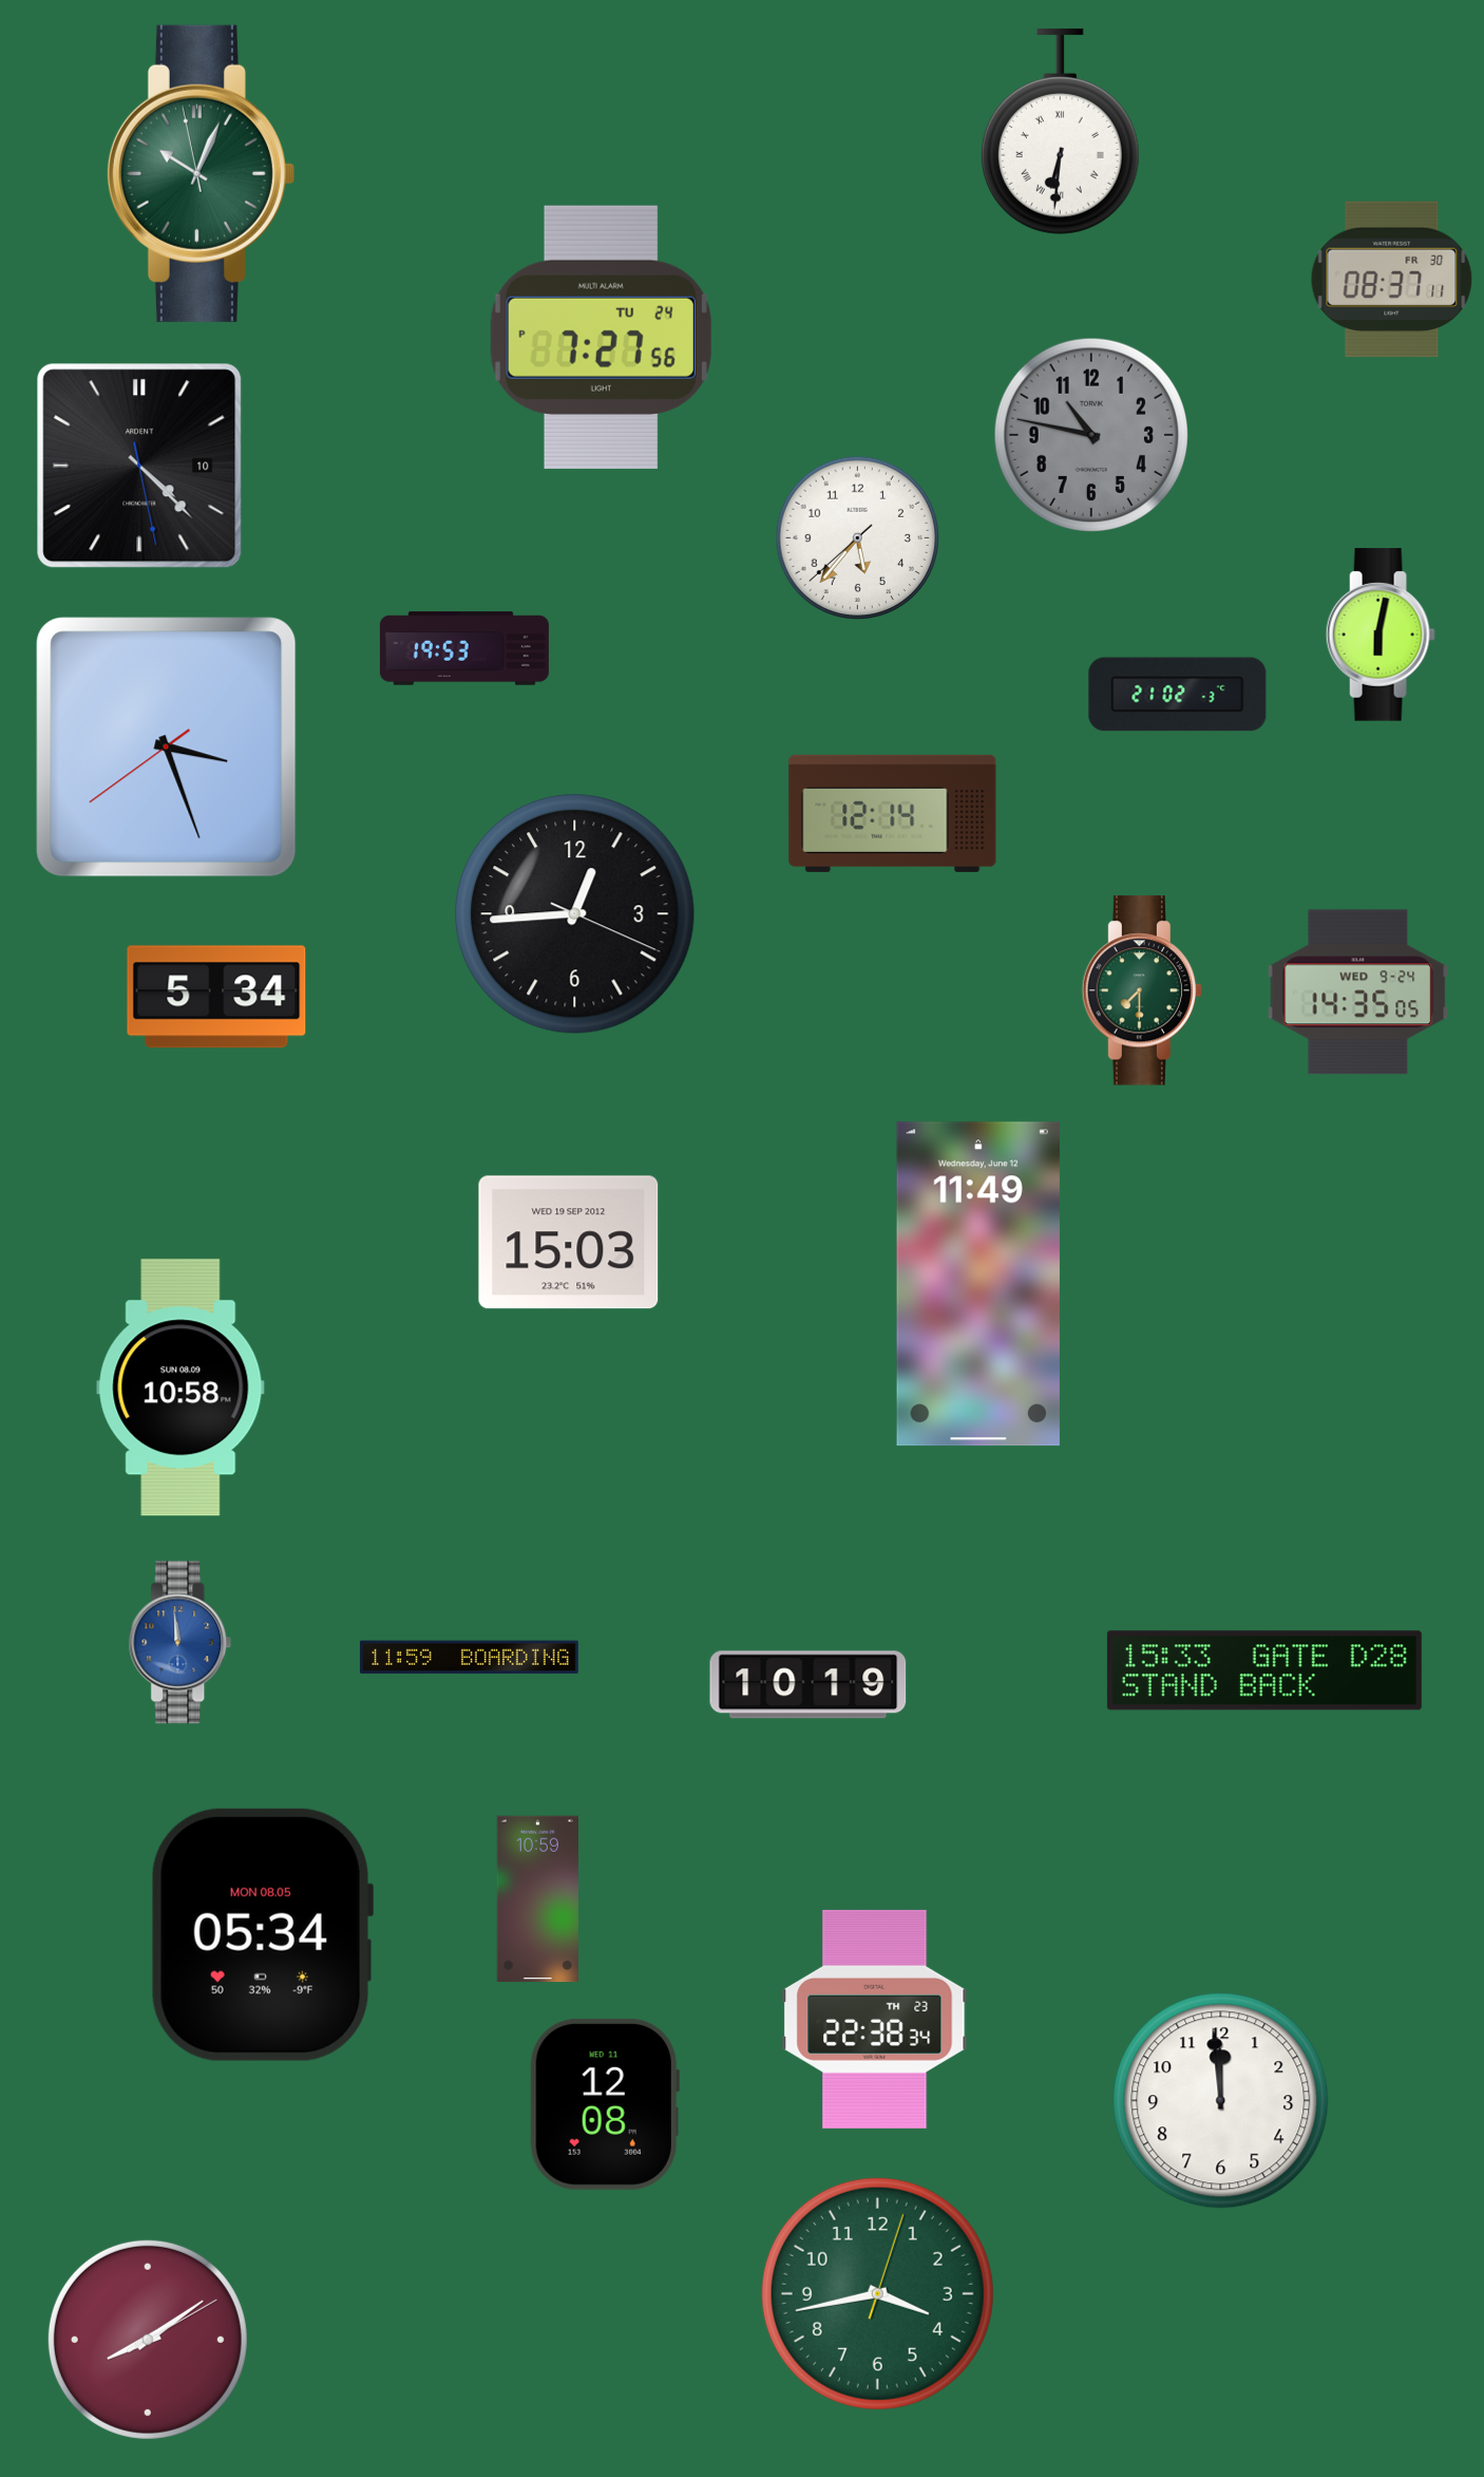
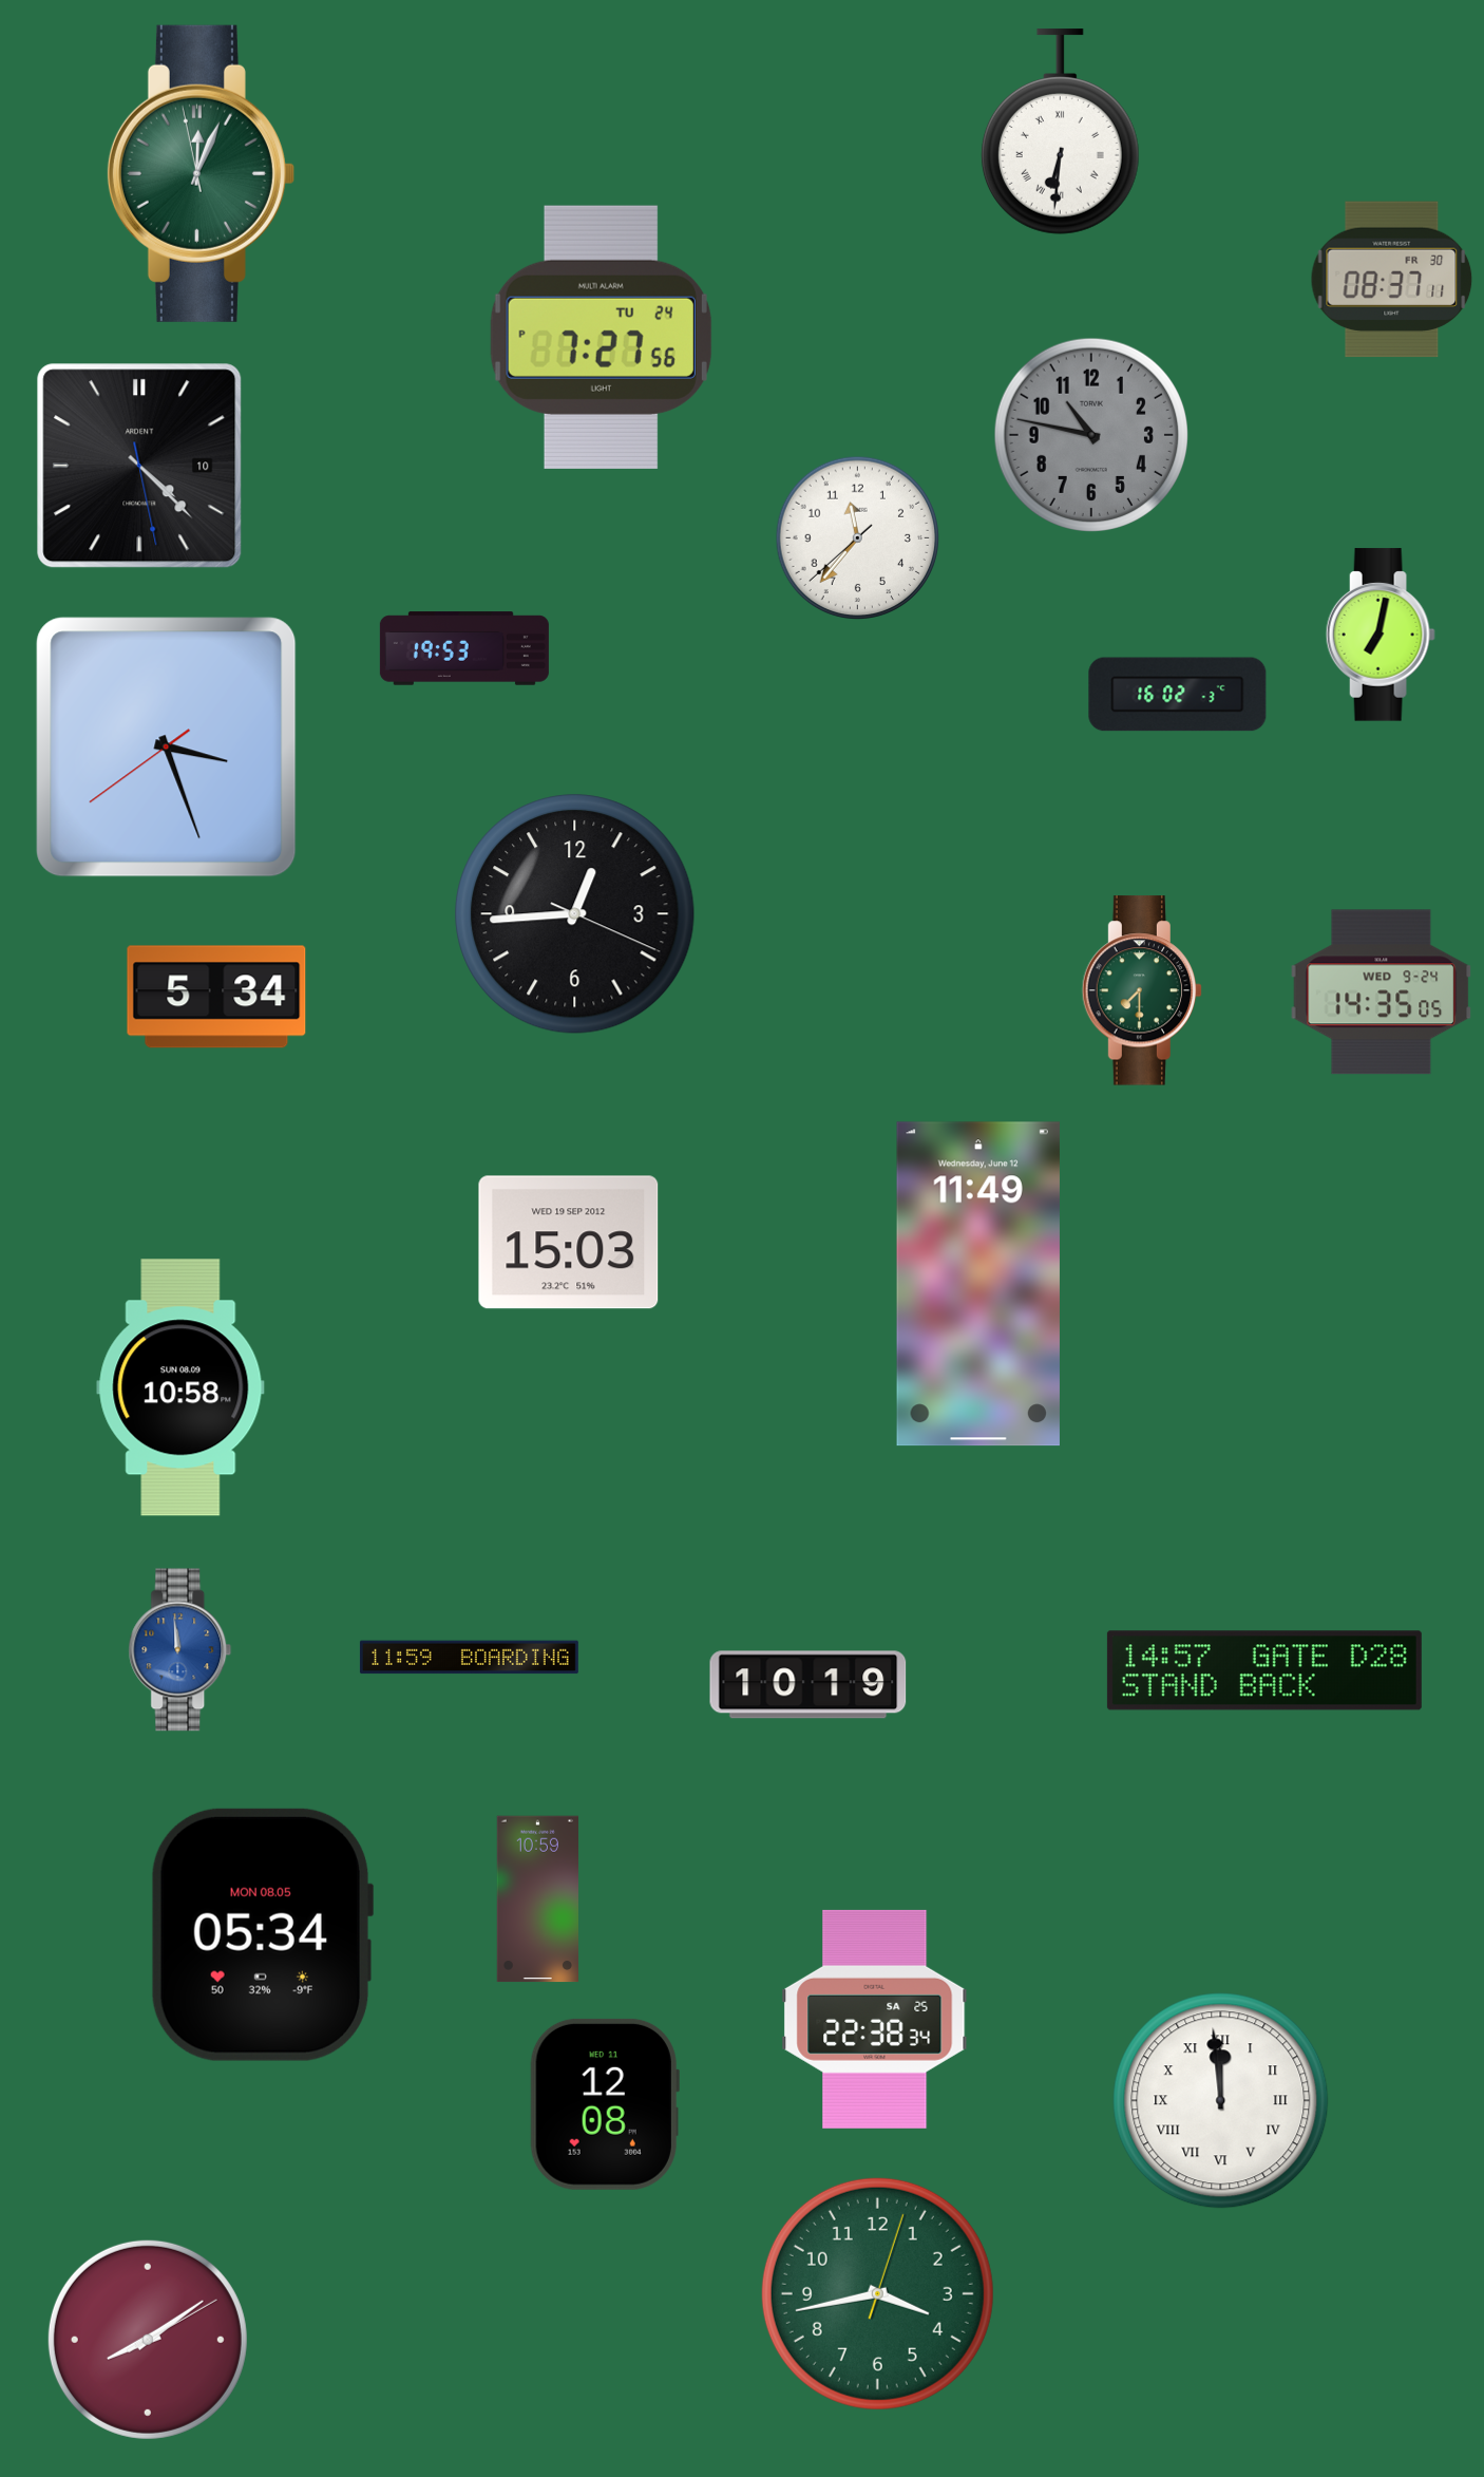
clock at (201, 173): 10:03 -> 12:03
clock at (858, 538): 5:36 -> 11:36
clock at (1381, 635): 6:02 -> 7:02
clock at (1178, 695): 21:02 -> 16:02
clock at (893, 813): 12:14 -> none
clock at (1358, 992) position: (1358, 992) -> (1382, 992)
clock at (180, 1643) position: (180, 1643) -> (180, 1650)
clock at (1264, 1670): 15:33 -> 14:57
clock at (875, 2019) date: TH 23 -> SA 25
clock at (1221, 2101) numerals: Arabic -> Roman
